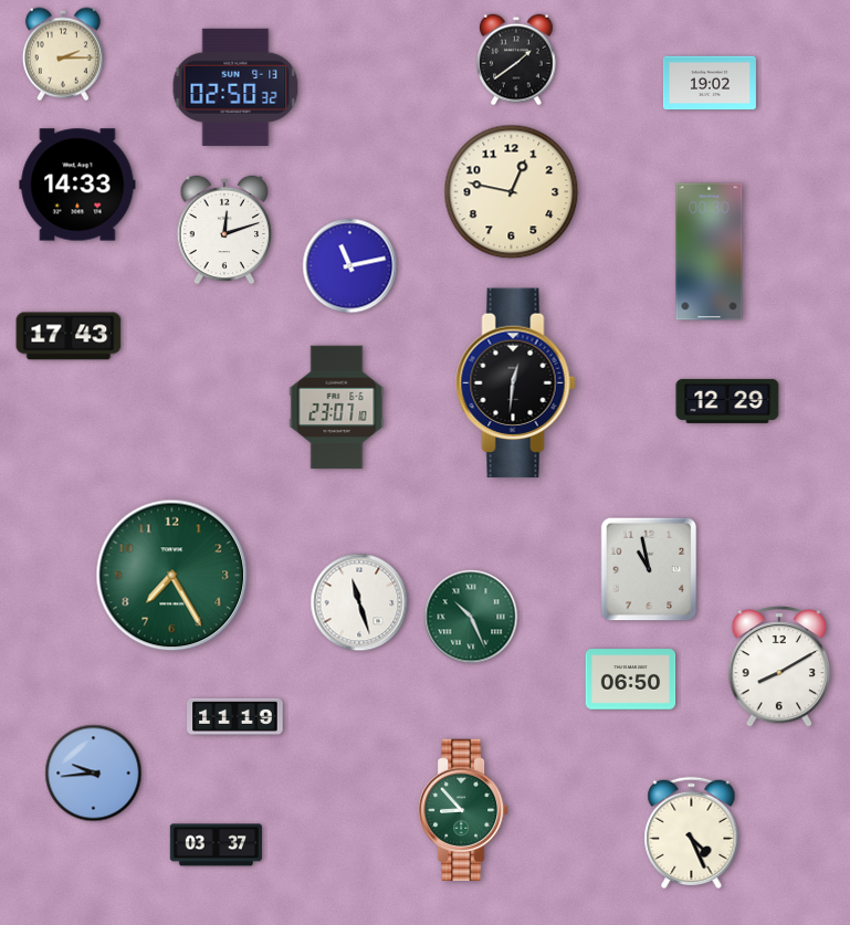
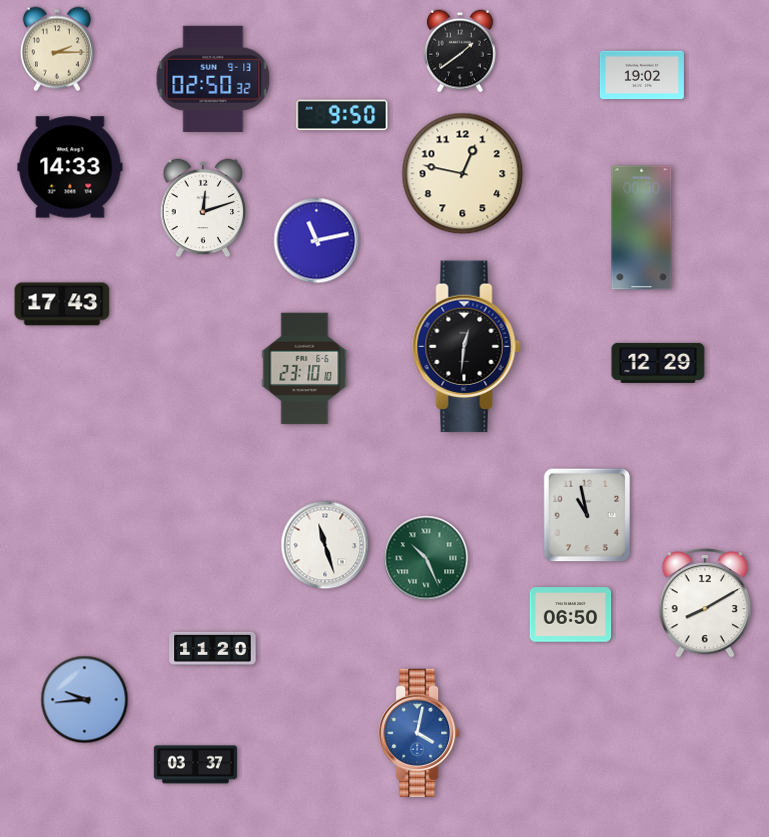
clock at (517, 60) position: (517, 60) -> (461, 51)
clock at (342, 115): none -> 9:50
clock at (337, 408): 23:07 -> 23:10
clock at (172, 576): 7:25 -> none
clock at (235, 716): 11:19 -> 11:20
clock at (463, 810): 8:53 -> 4:02
clock at (463, 810) dial: green -> blue
clock at (692, 832): 4:26 -> none
